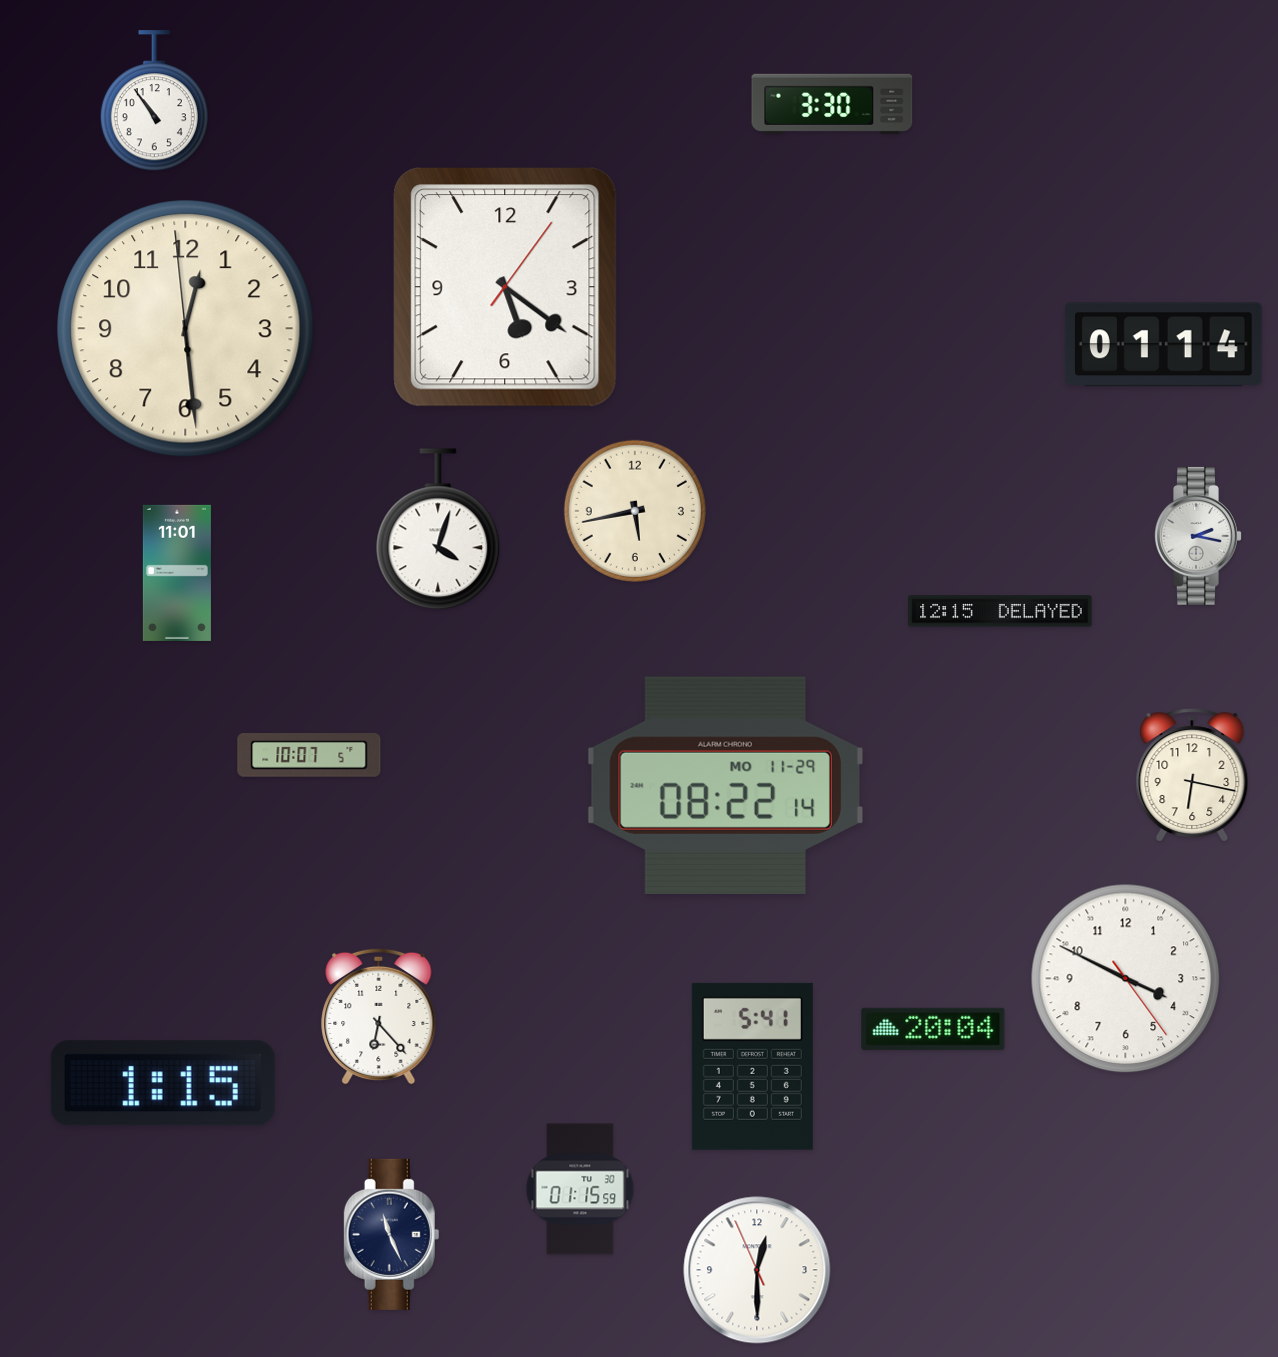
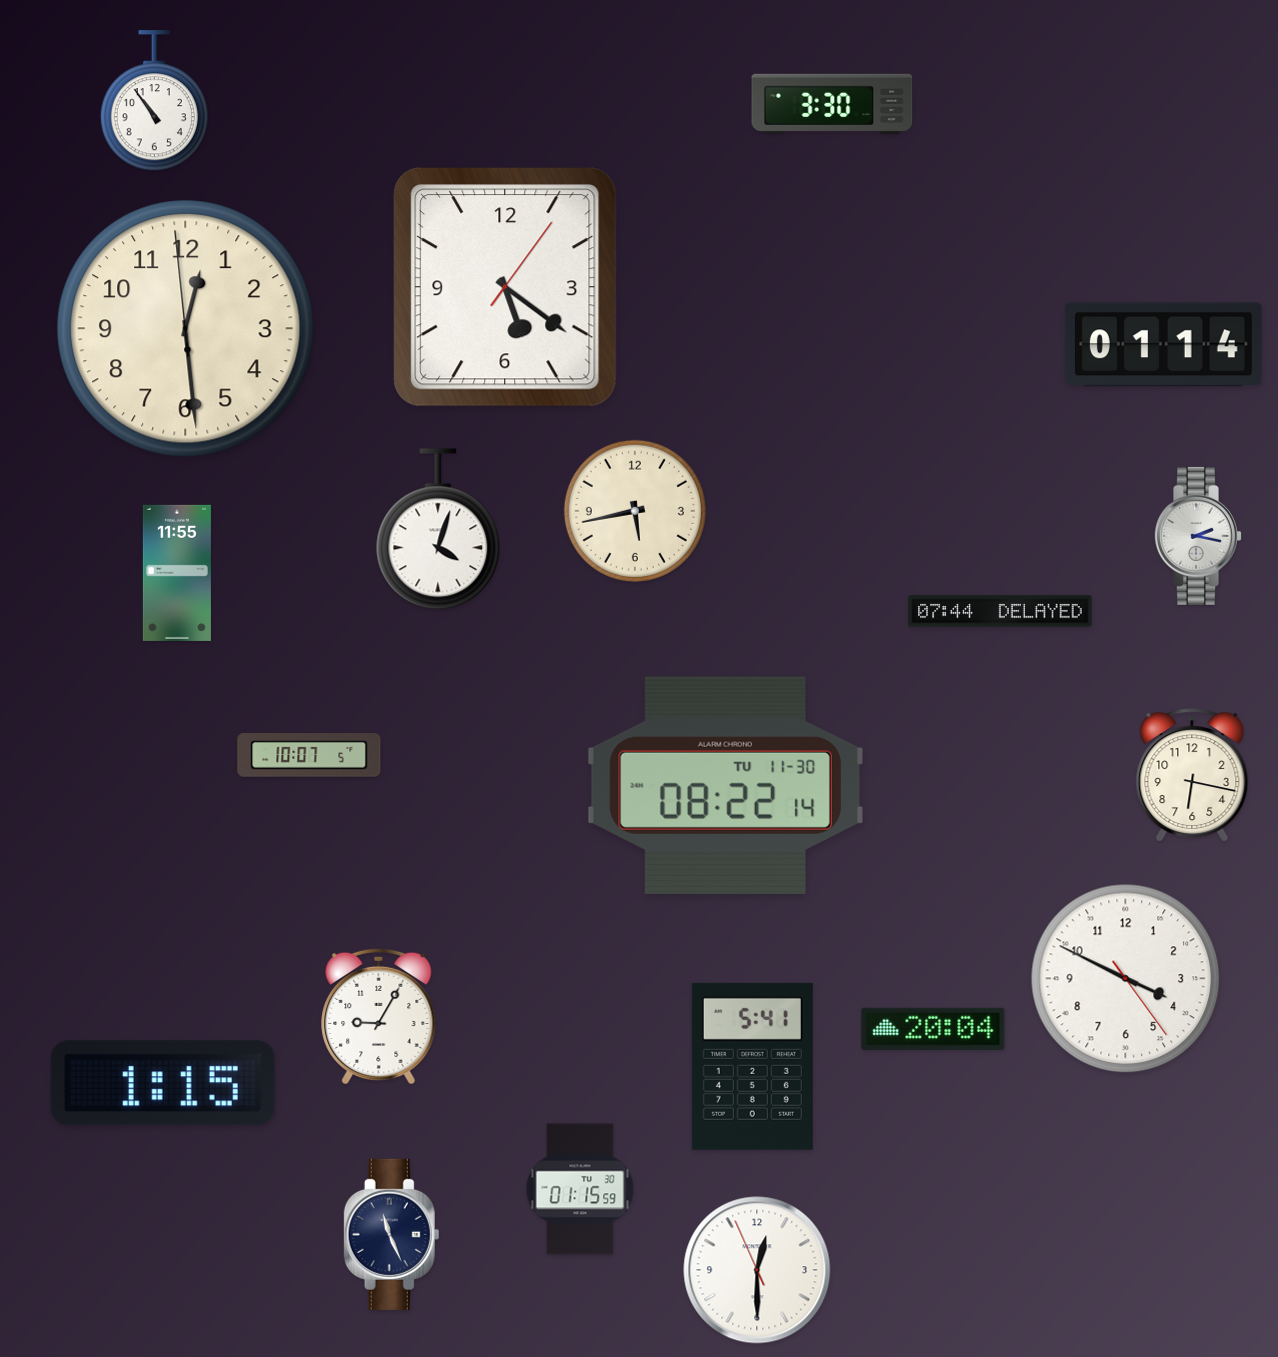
clock at (177, 573): 11:01 -> 11:55
clock at (1000, 611): 12:15 -> 07:44
clock at (725, 785) date: MO 11-29 -> TU 11-30
clock at (379, 1016): 6:23 -> 9:05
